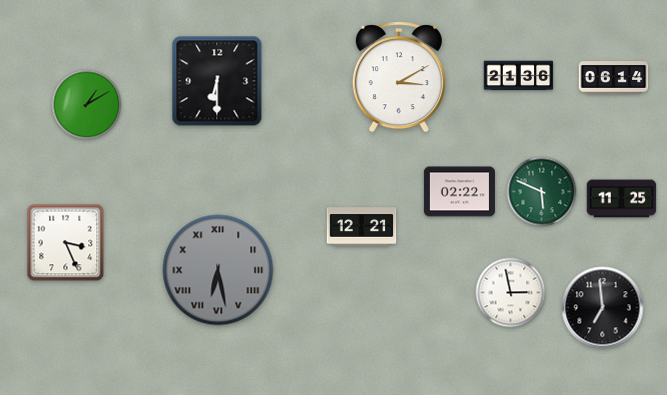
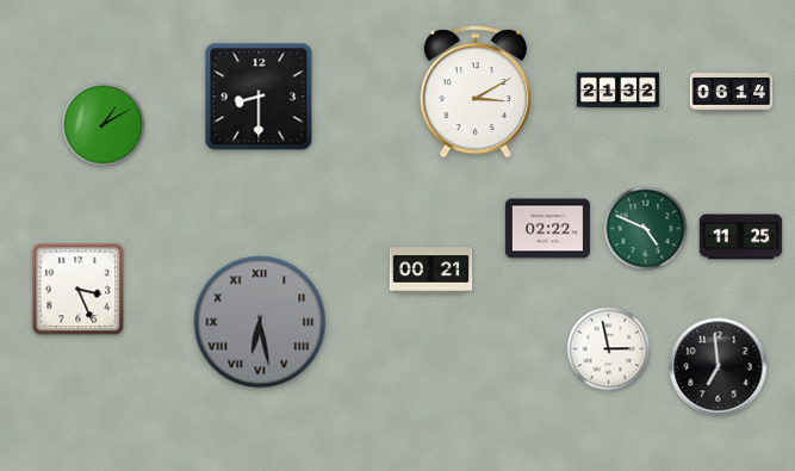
clock at (519, 76): 21:36 -> 21:32
clock at (217, 81): 6:30 -> 8:30
clock at (542, 192): 5:49 -> 4:49
clock at (362, 227): 12:21 -> 00:21
